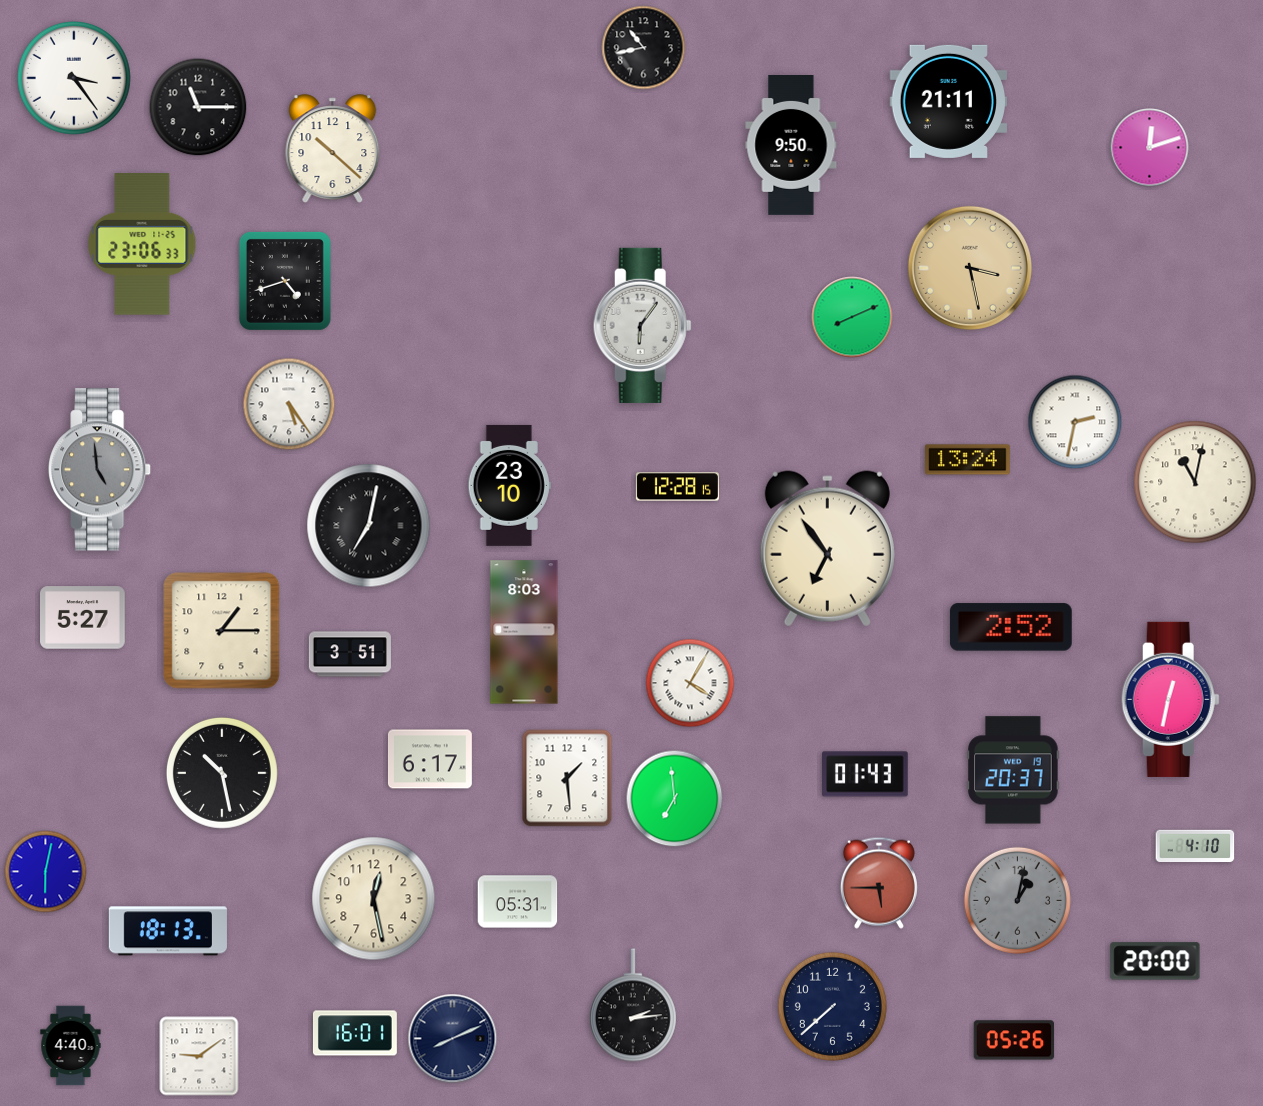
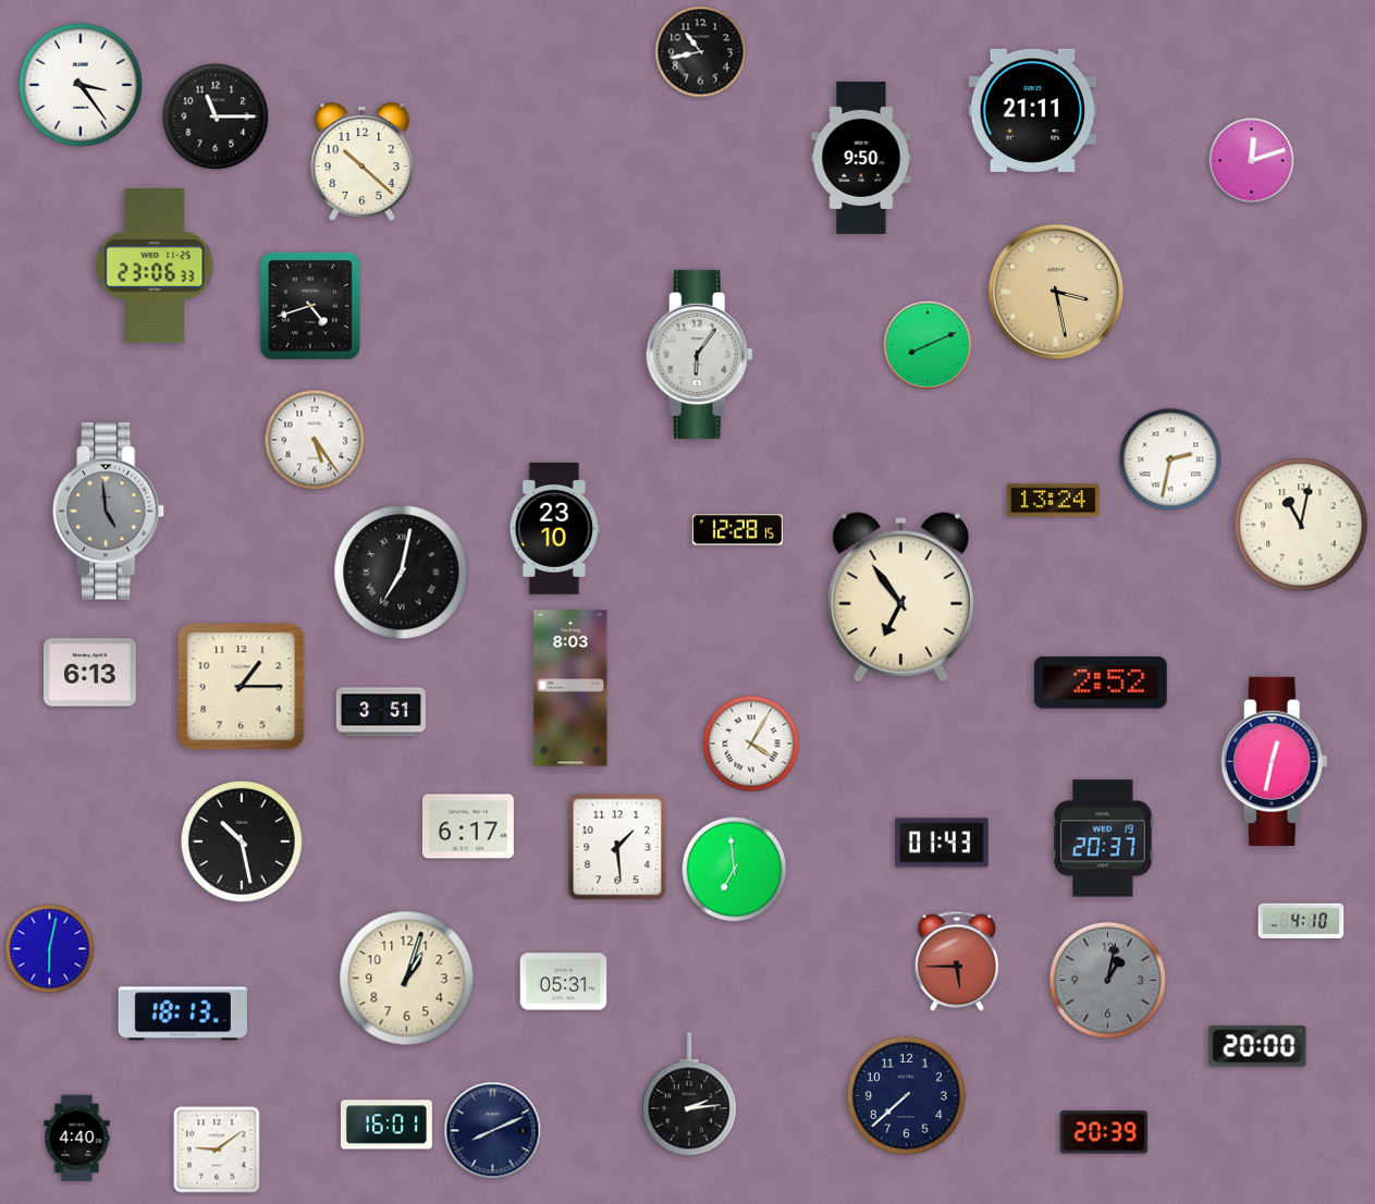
clock at (83, 618): 5:27 -> 6:13
clock at (374, 899): 12:28 -> 1:03
clock at (1014, 1040): 05:26 -> 20:39
